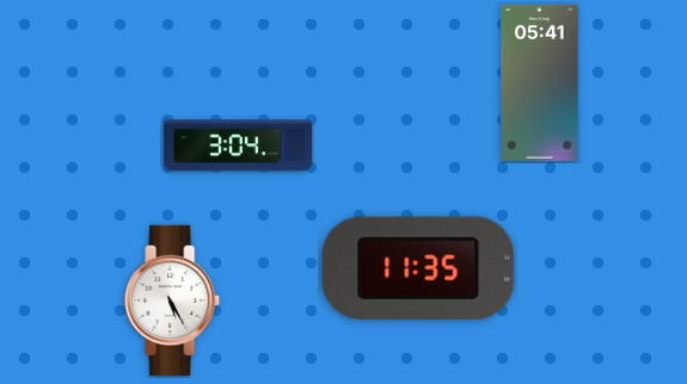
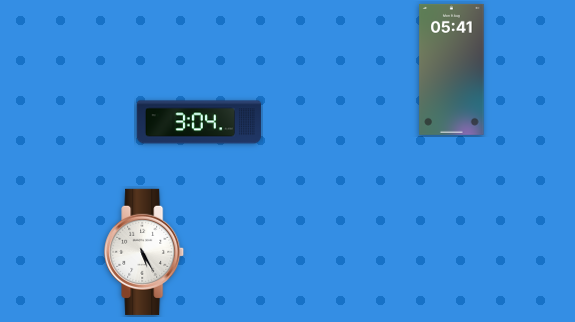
clock at (418, 268): 11:35 -> none
